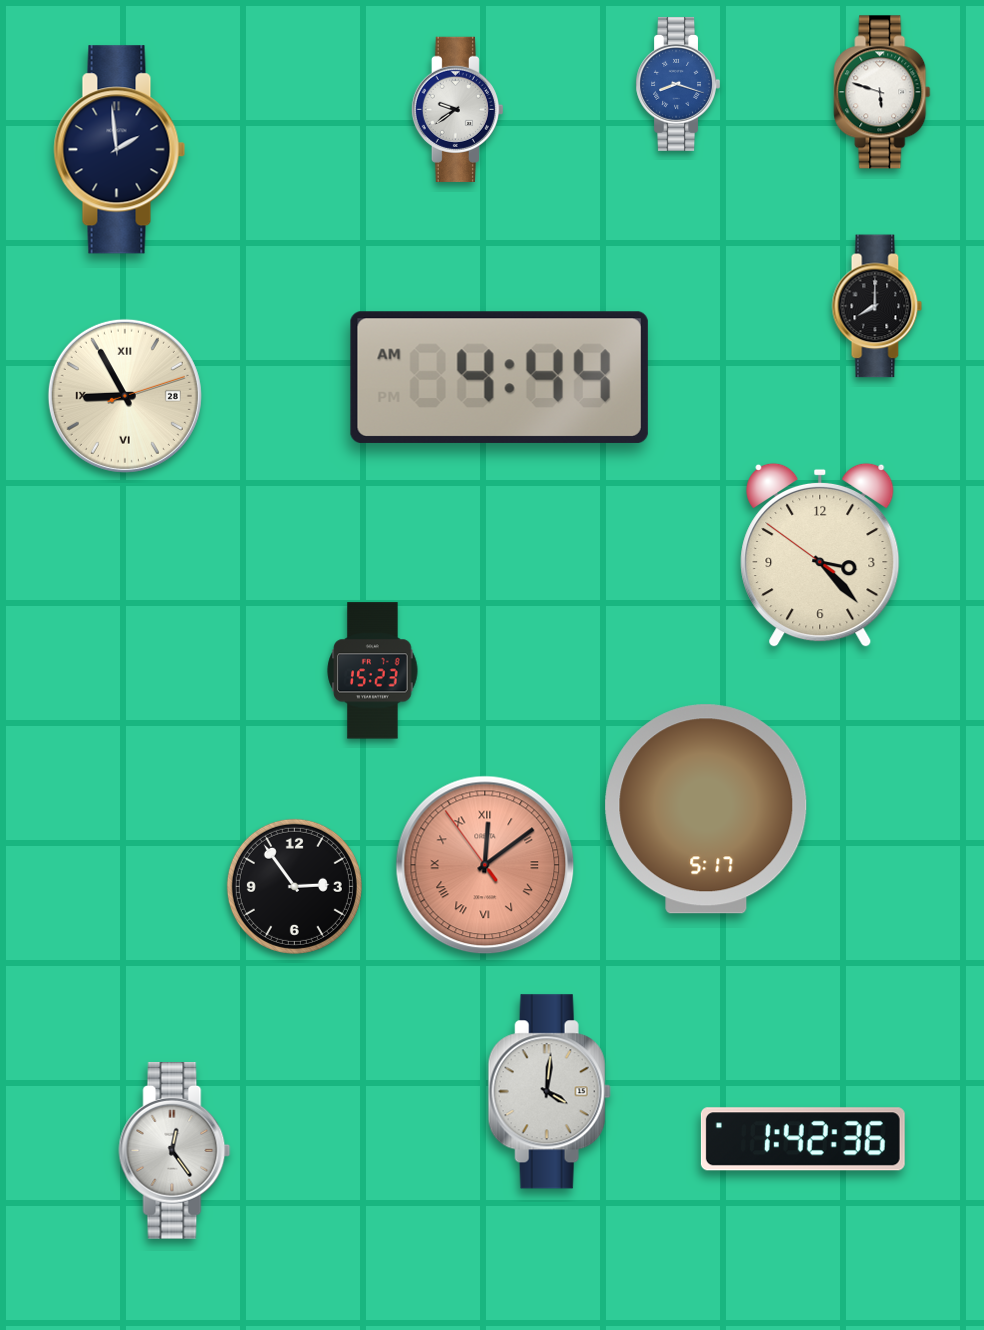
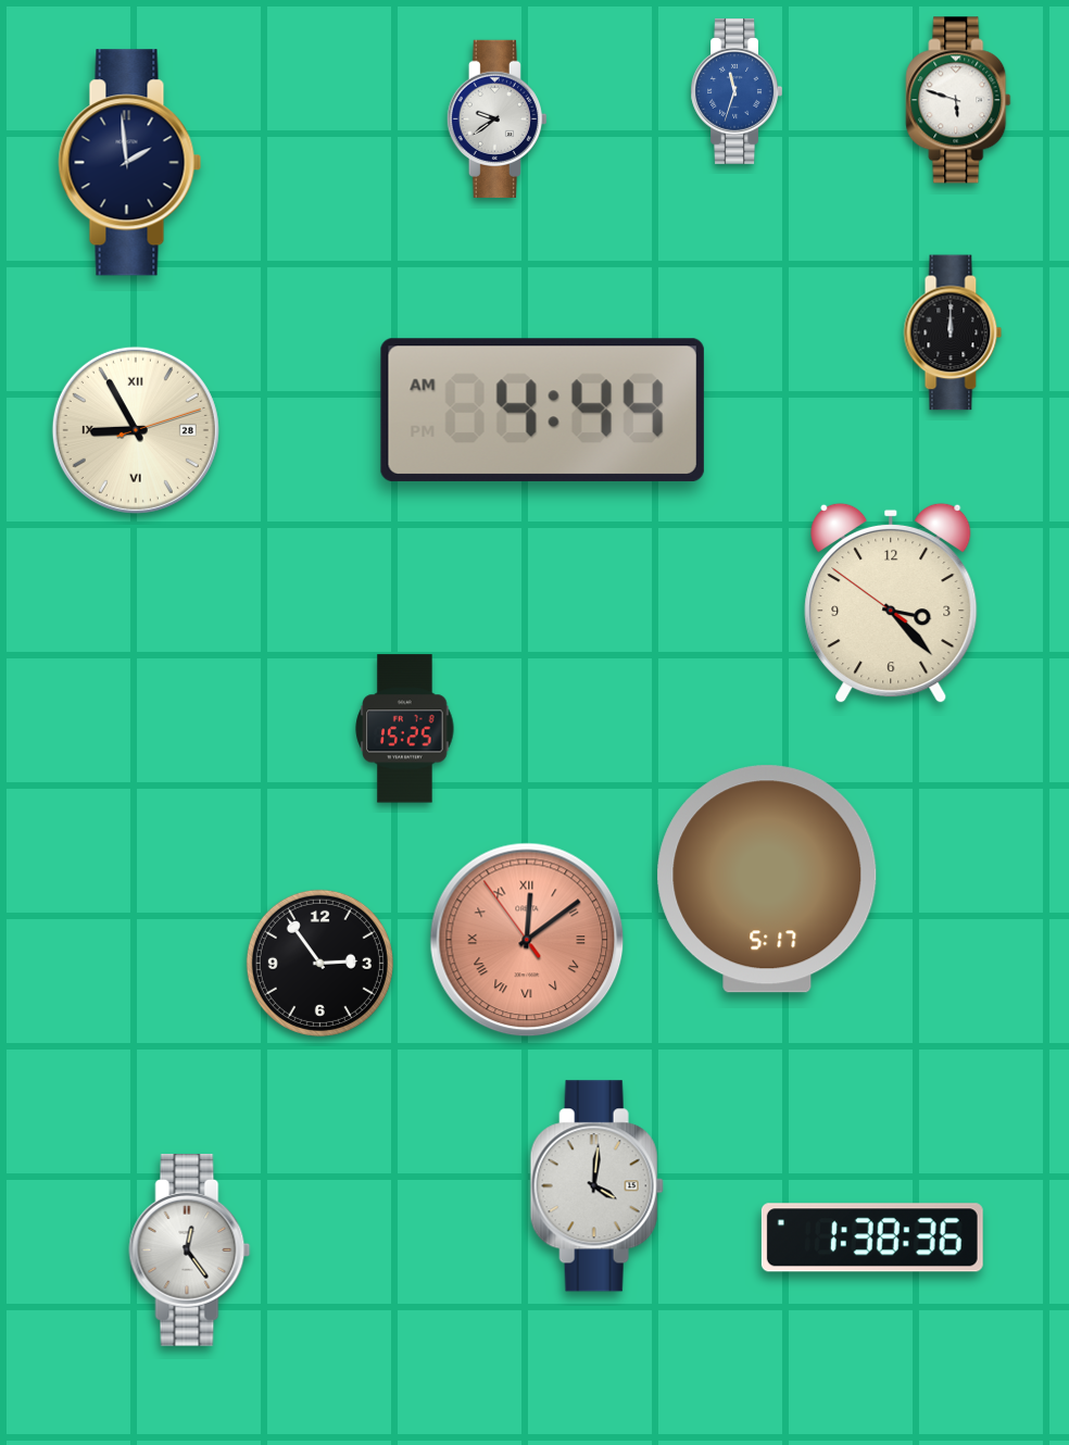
clock at (678, 84): 8:18 -> 11:33
clock at (877, 306): 8:00 -> 12:00
clock at (373, 671): 15:23 -> 15:25
clock at (803, 1139): 1:42 -> 1:38
